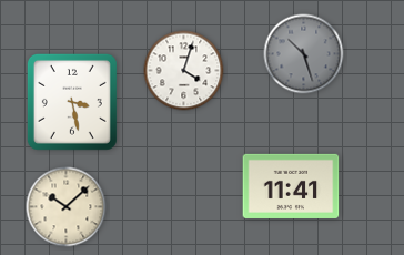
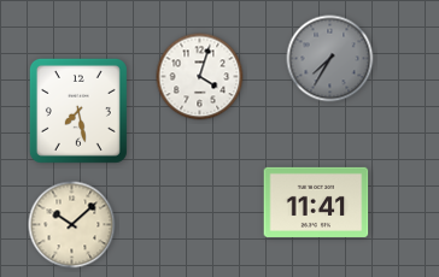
clock at (304, 54): 10:27 -> 7:35
clock at (72, 102): 3:28 -> 7:28
